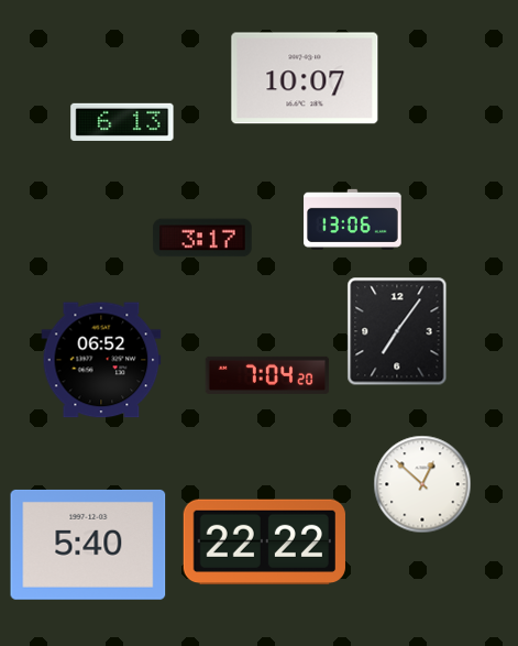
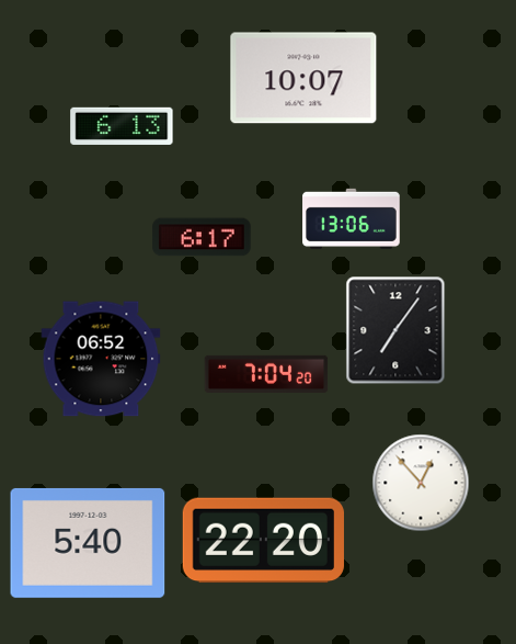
clock at (122, 122) position: (122, 122) -> (122, 126)
clock at (202, 238): 3:17 -> 6:17
clock at (422, 484): 12:52 -> 12:53
clock at (264, 543): 22:22 -> 22:20
